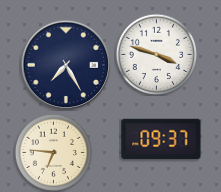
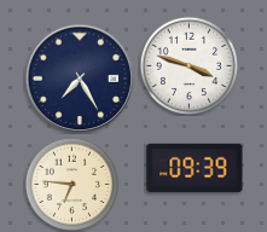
clock at (161, 139): 09:37 -> 09:39
clock at (53, 152) position: (53, 152) -> (71, 184)
